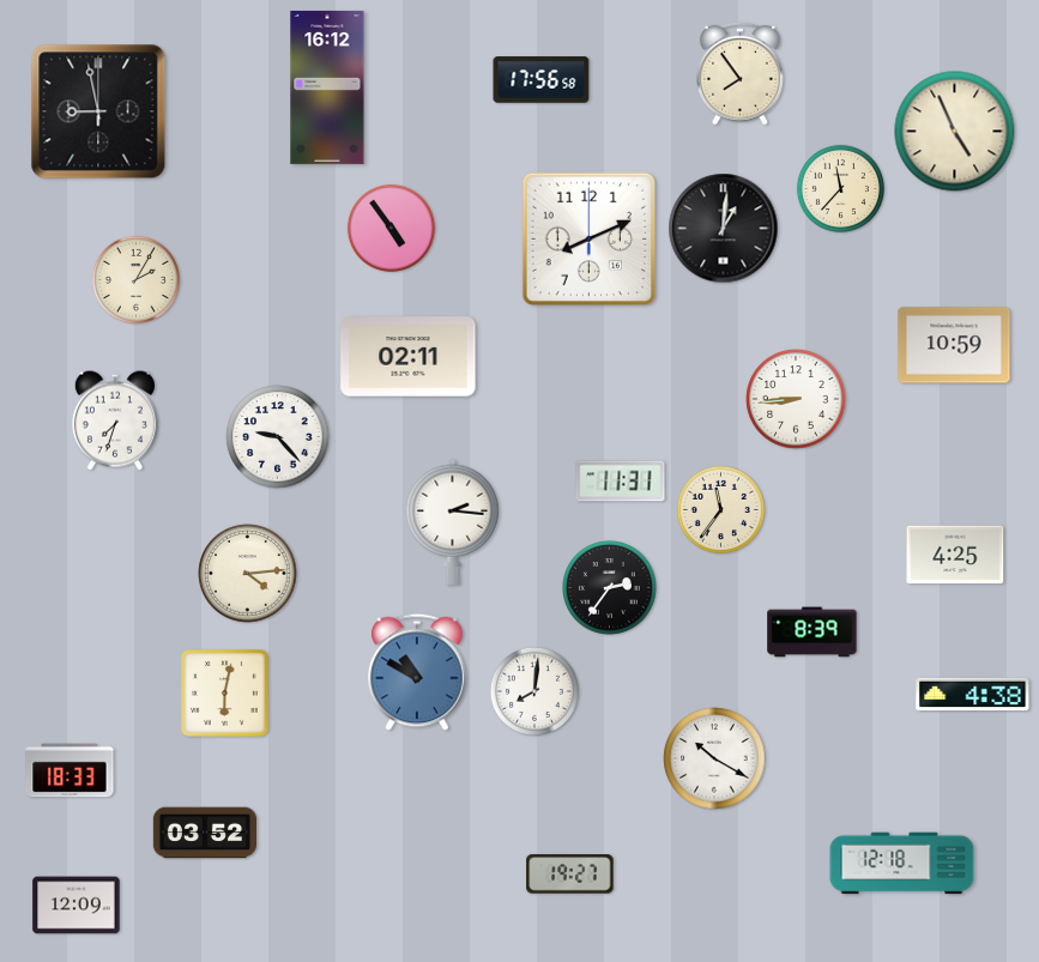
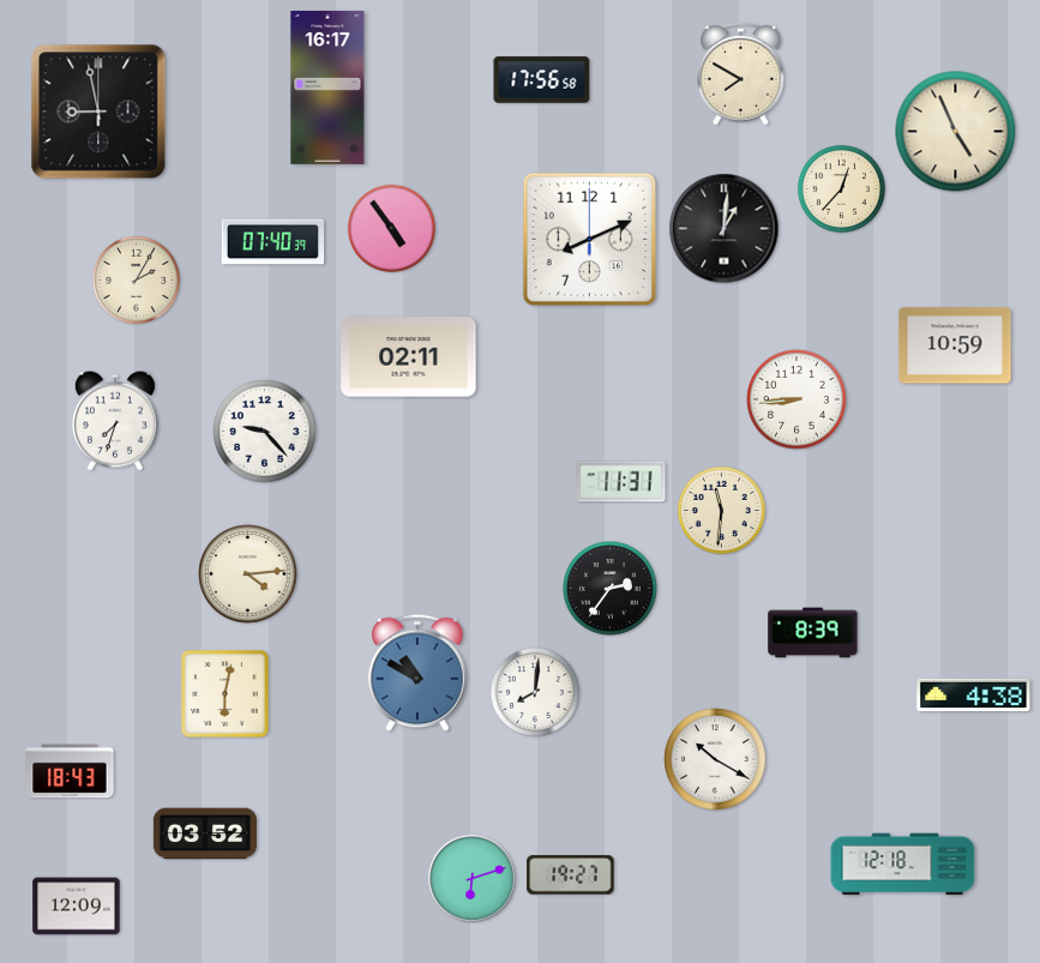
clock at (741, 73): 7:54 -> 7:50
clock at (327, 87): 16:12 -> 16:17
clock at (840, 188): 11:37 -> 12:37
clock at (273, 242): none -> 07:40
clock at (278, 437) position: (278, 437) -> (265, 432)
clock at (720, 509): 11:36 -> 11:31
clock at (453, 521): 2:16 -> none
clock at (955, 555): 4:25 -> none
clock at (70, 770): 18:33 -> 18:43
clock at (473, 879): none -> 6:12
